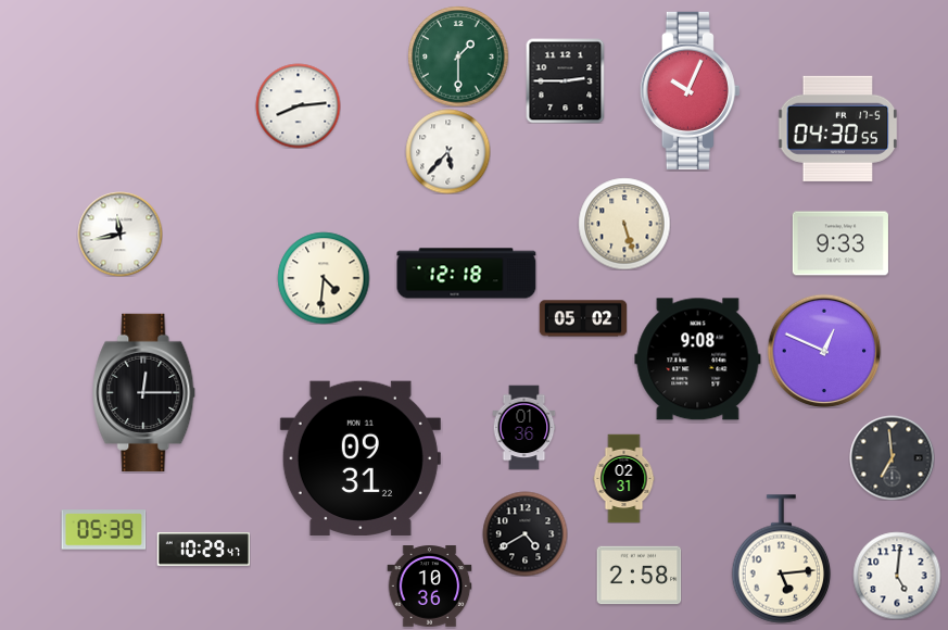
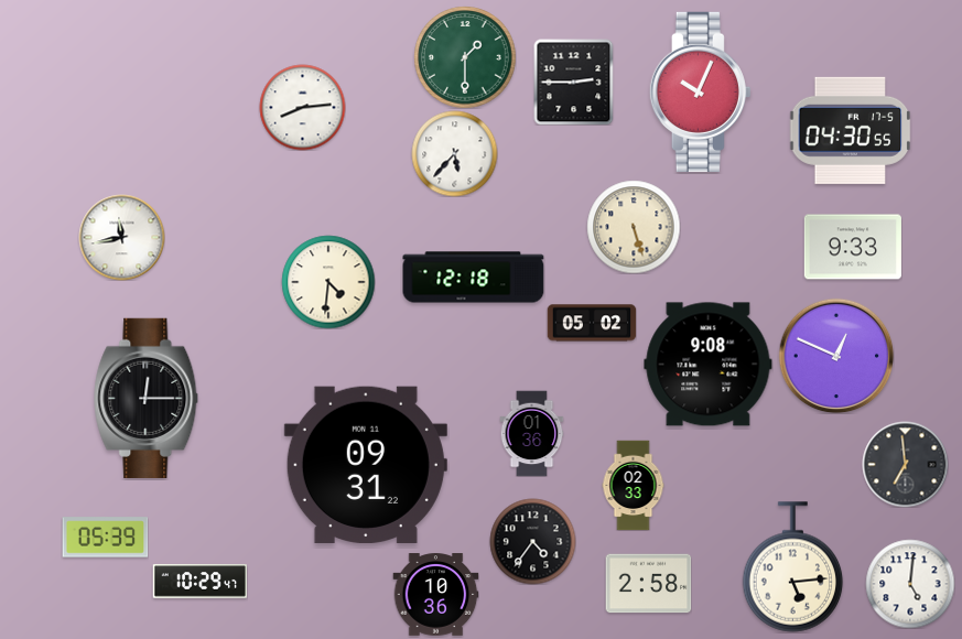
clock at (624, 478): 02:31 -> 02:33
clock at (524, 533): 4:40 -> 4:36
clock at (203, 550) position: (203, 550) -> (199, 582)
